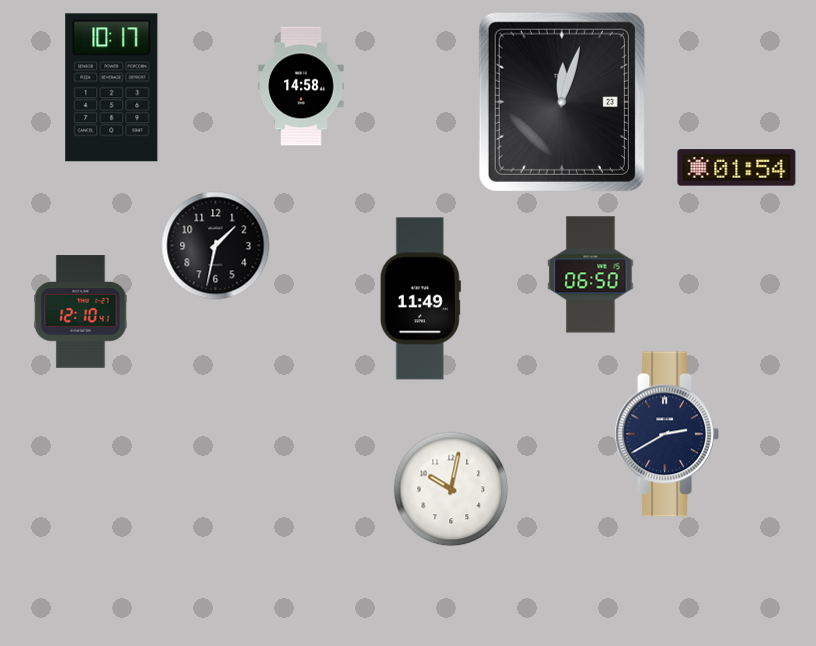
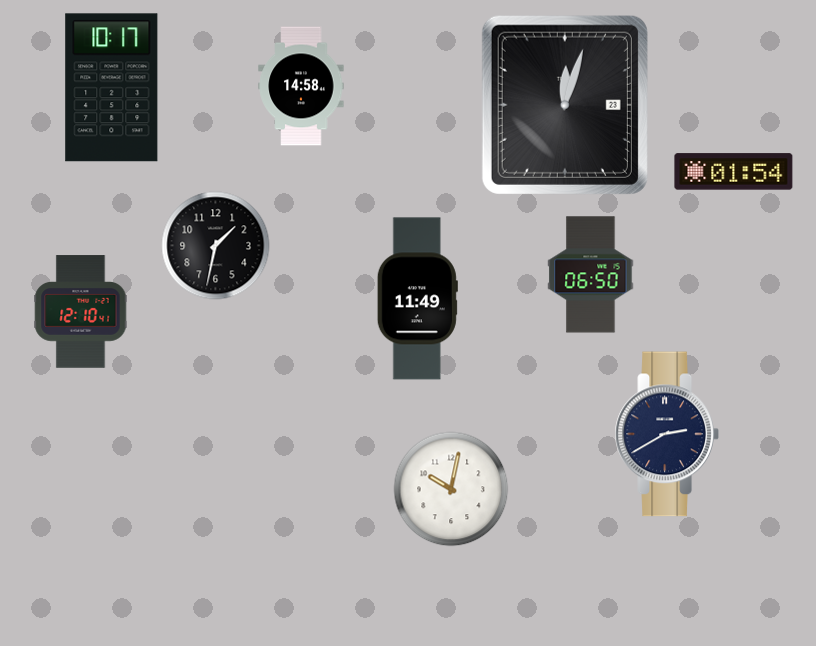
clock at (562, 102) position: (562, 102) -> (565, 105)
clock at (737, 168) position: (737, 168) -> (734, 172)
clock at (420, 299) position: (420, 299) -> (417, 299)
